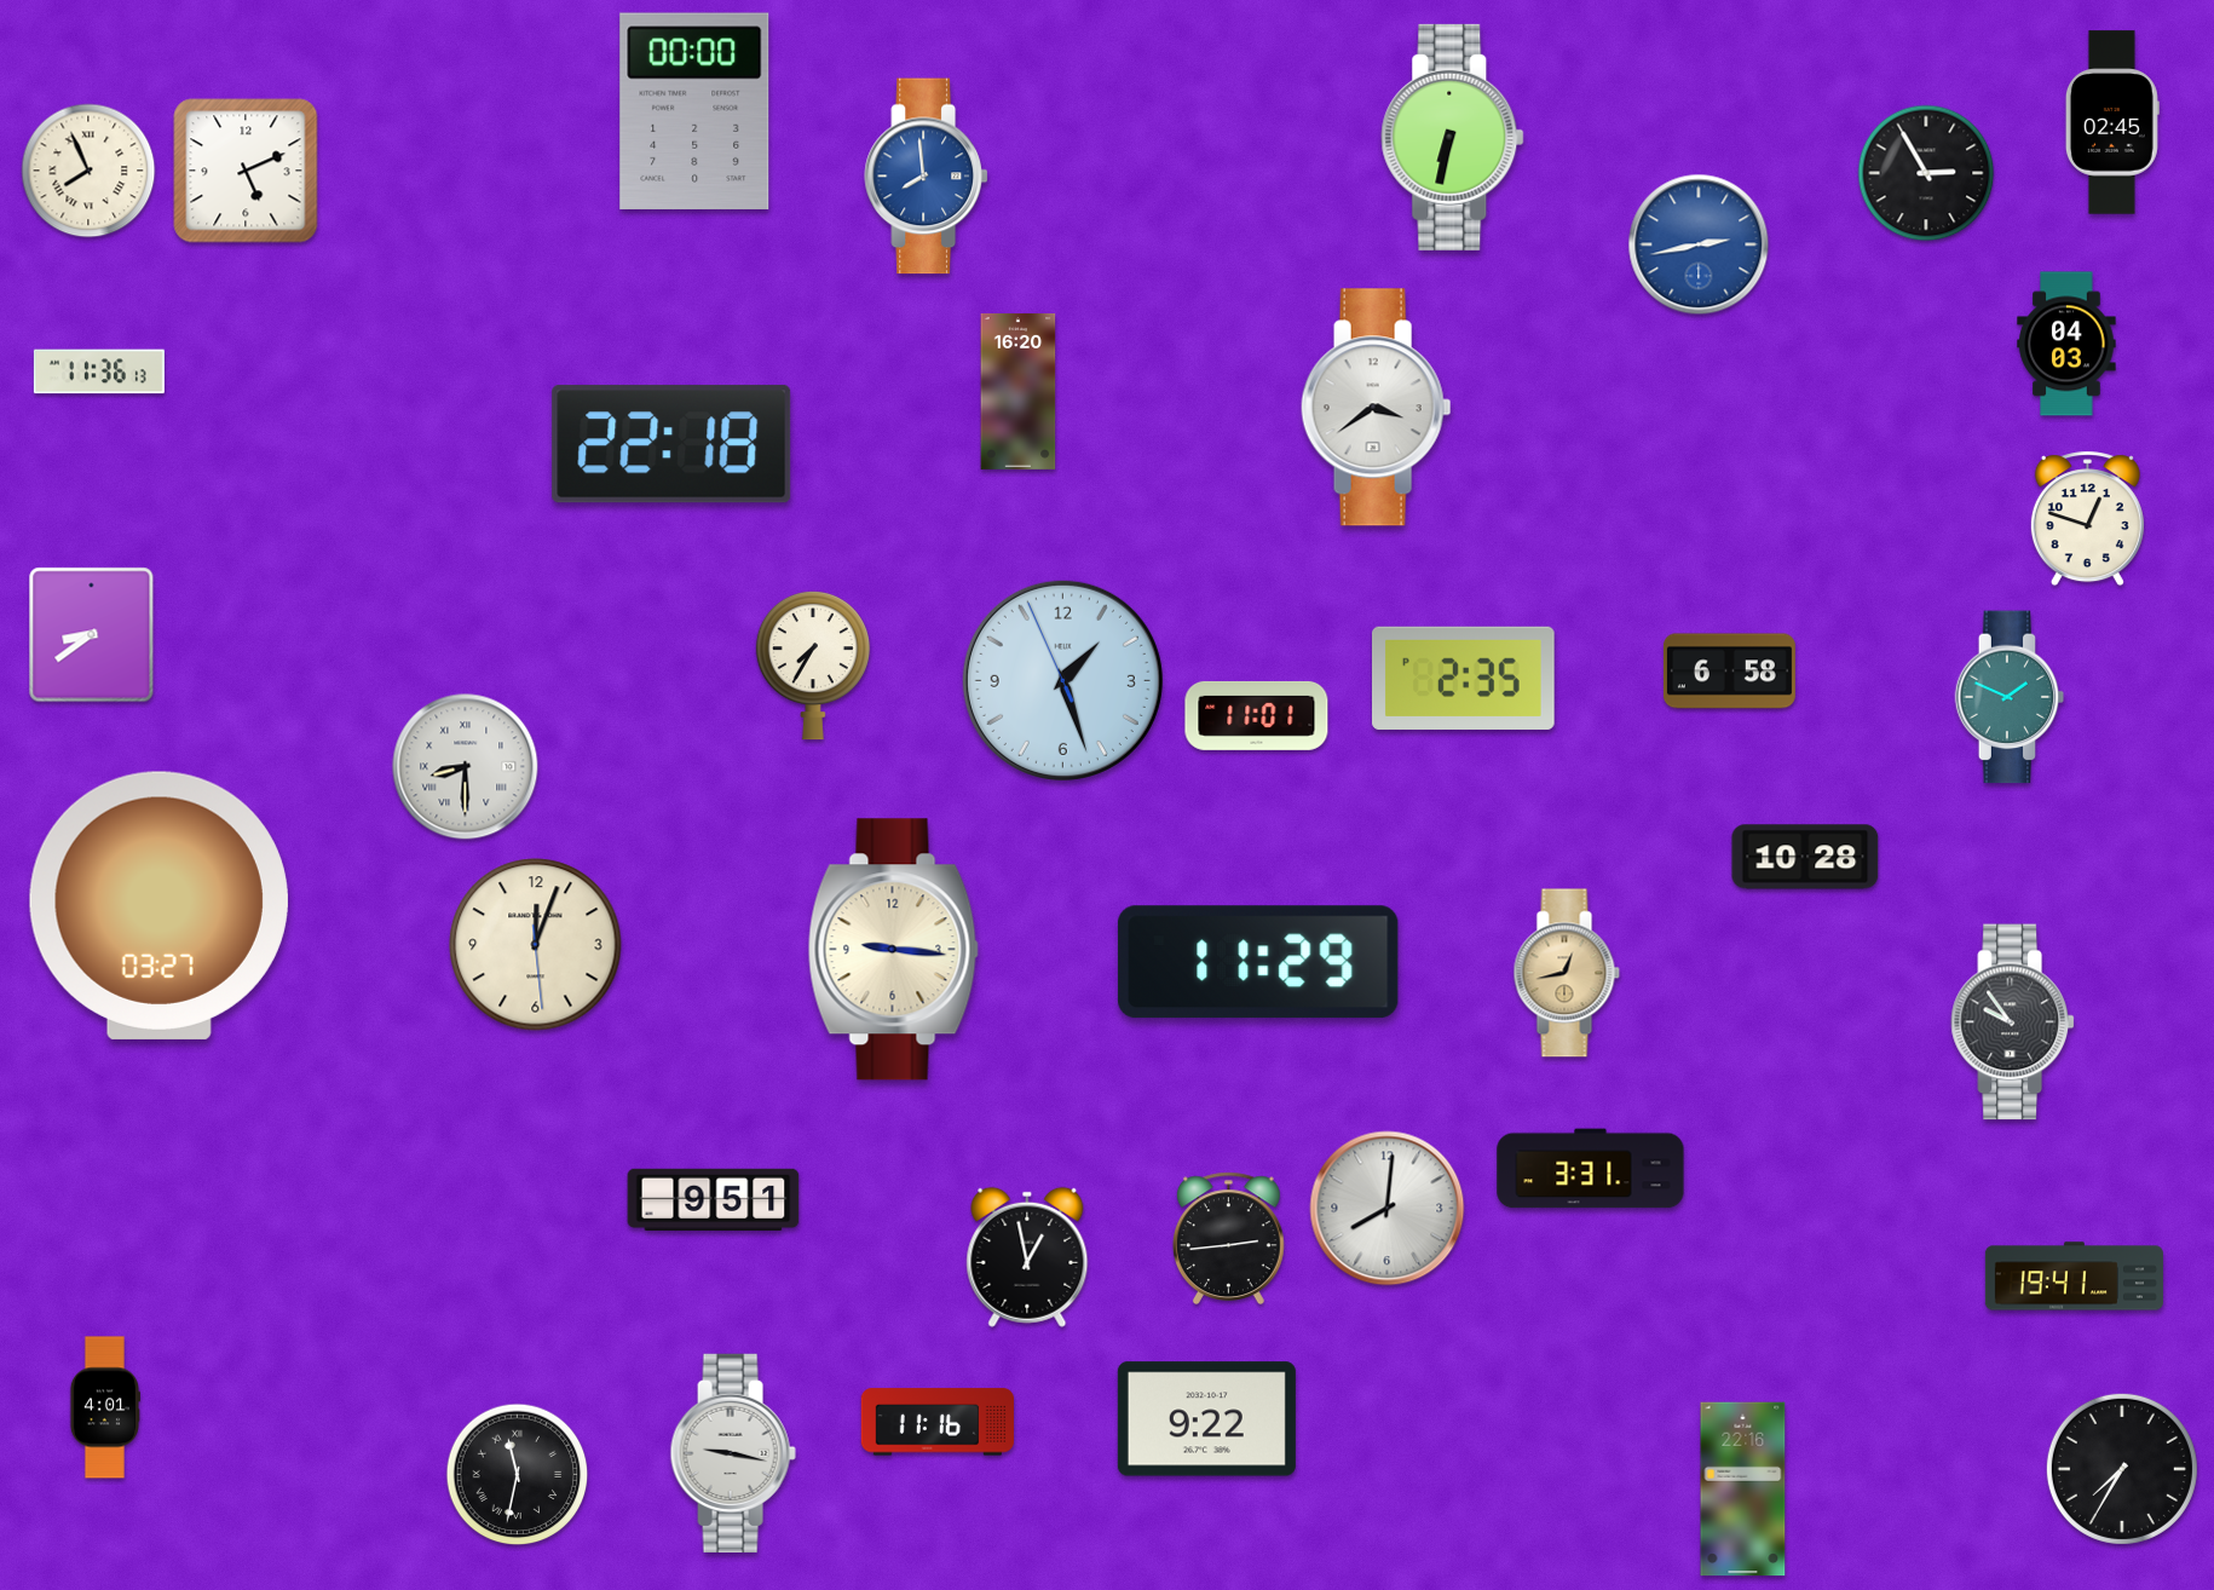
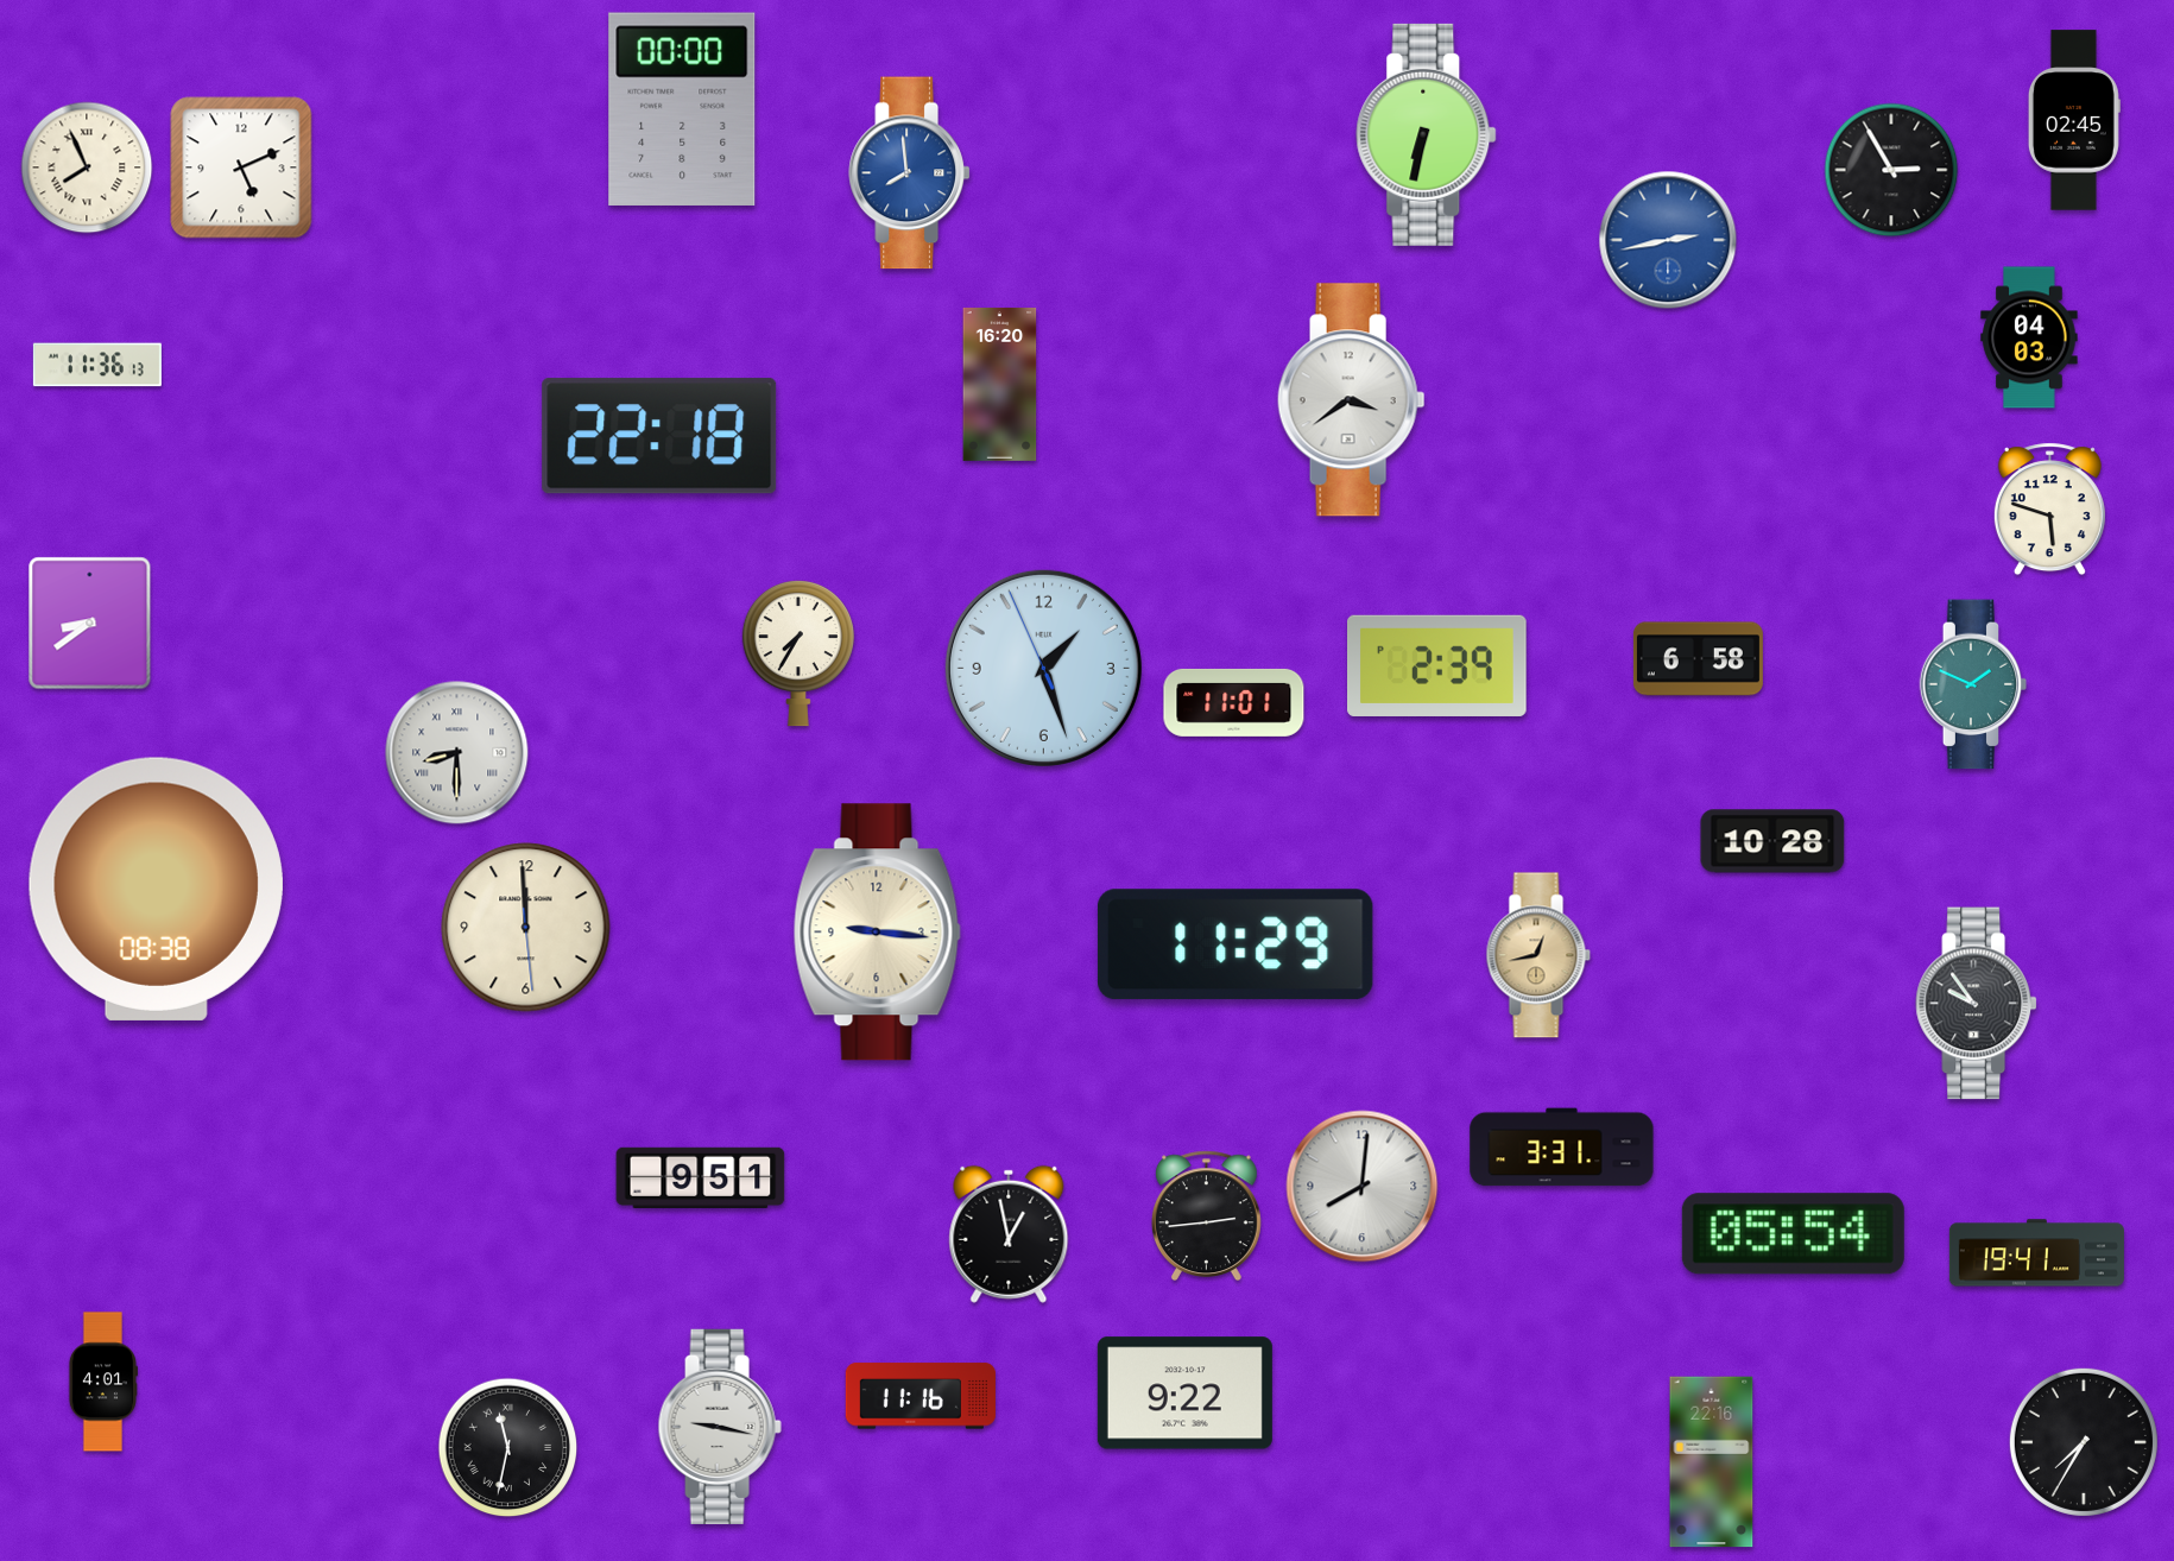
clock at (2087, 519): 12:48 -> 5:48
clock at (1464, 678): 2:35 -> 2:39
clock at (158, 905): 03:27 -> 08:38
clock at (536, 945): 12:03 -> 11:59
clock at (1793, 1234): none -> 05:54
